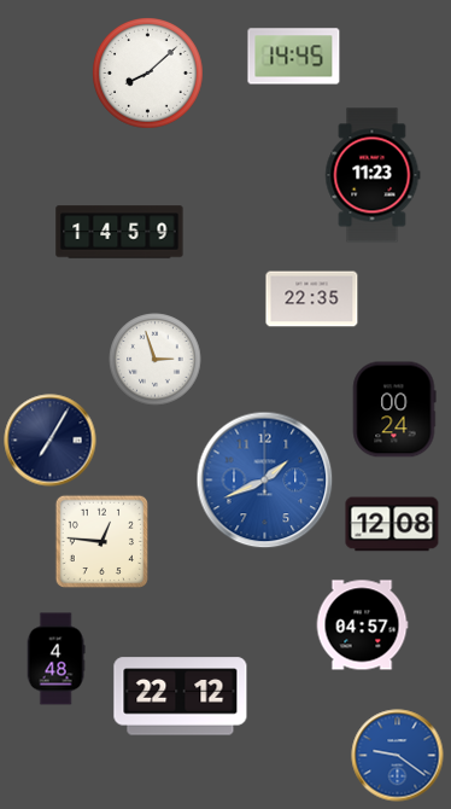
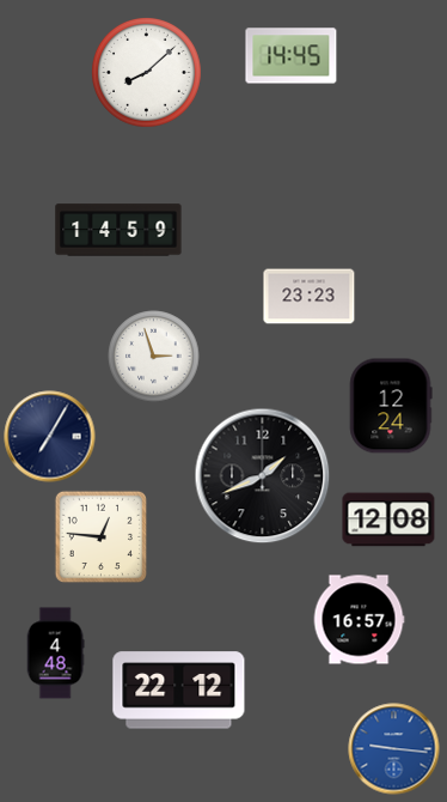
clock at (373, 175): 11:23 -> none
clock at (312, 299): 22:35 -> 23:23
clock at (394, 409): 00:24 -> 12:24
clock at (265, 481) dial: blue -> black
clock at (362, 625): 04:57 -> 16:57
clock at (398, 756): 9:21 -> 9:16
